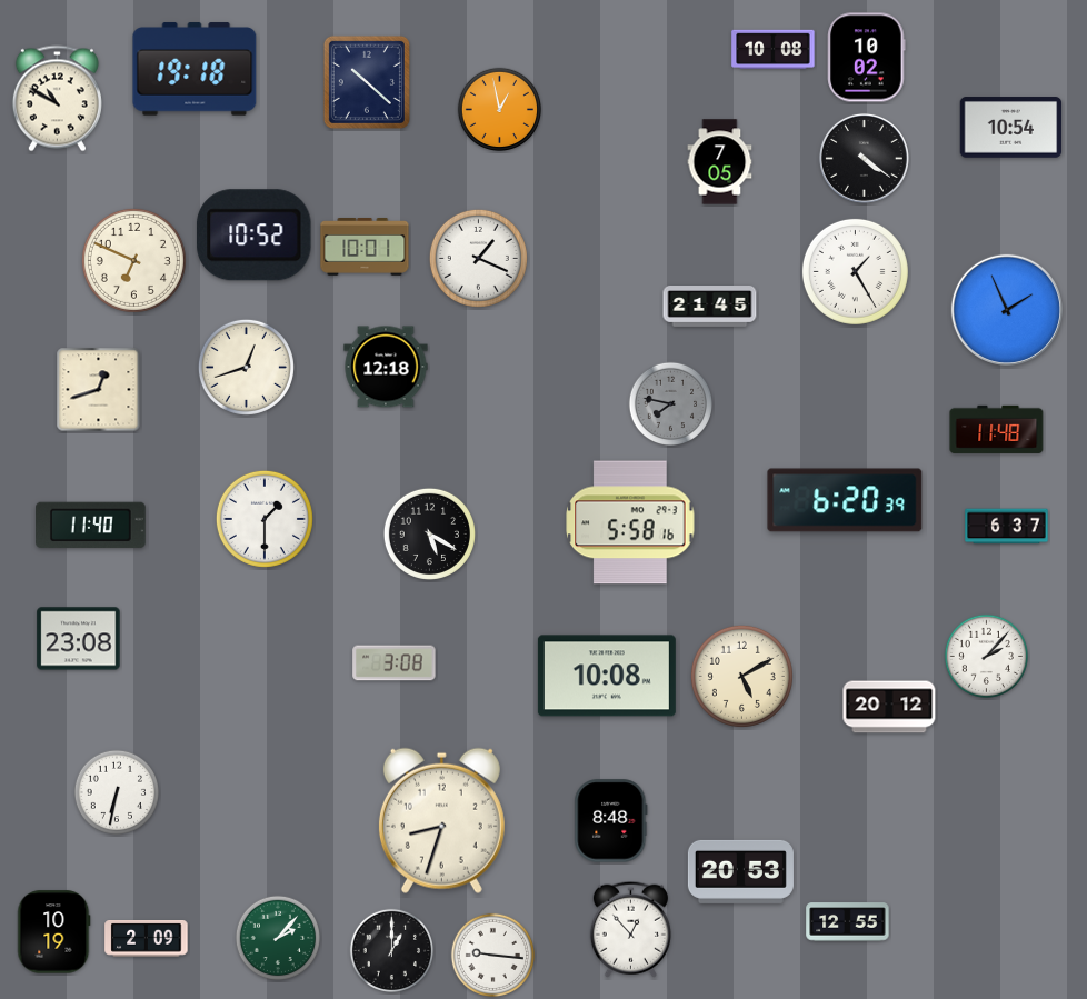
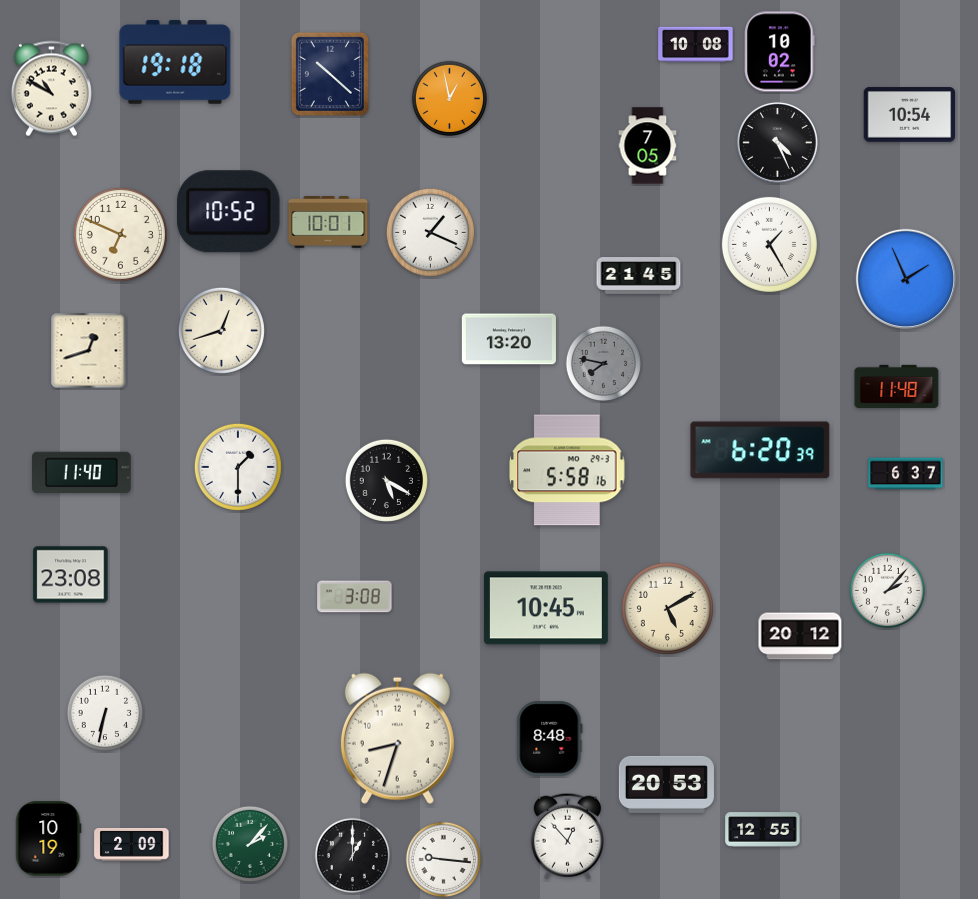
clock at (864, 158): 4:21 -> 4:26
clock at (386, 367): 12:18 -> none
clock at (509, 339): none -> 13:20
clock at (607, 676): 10:08 -> 10:45
